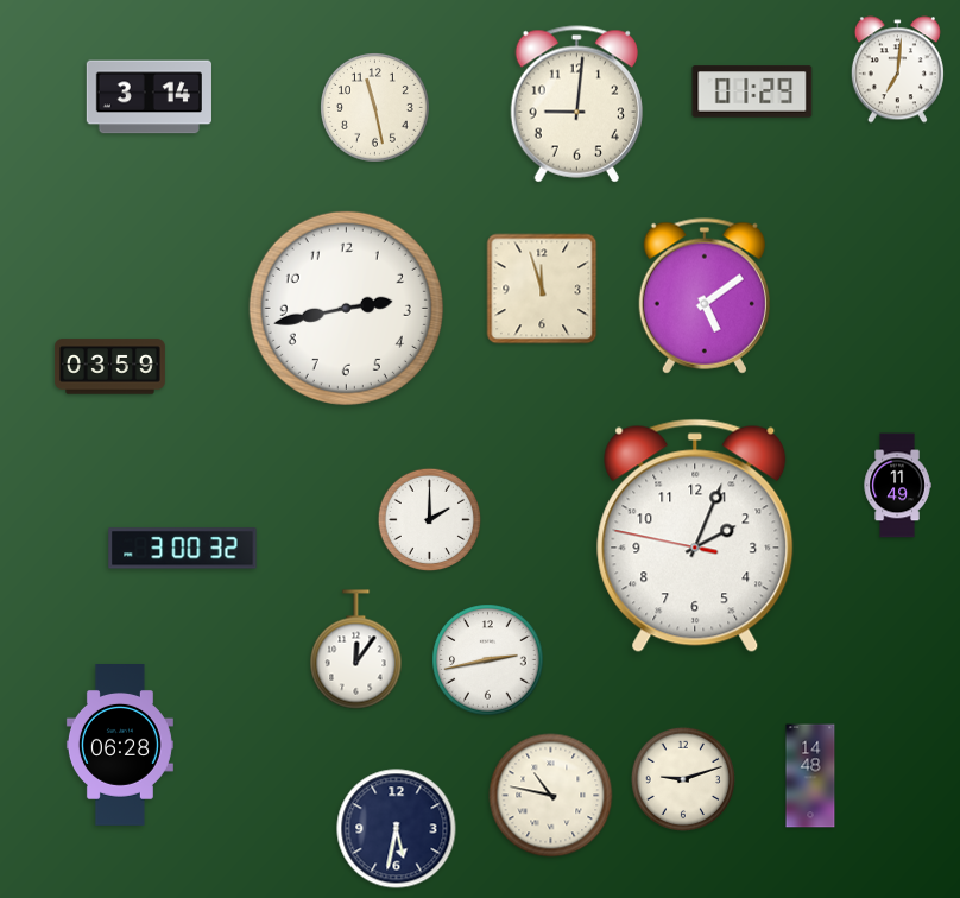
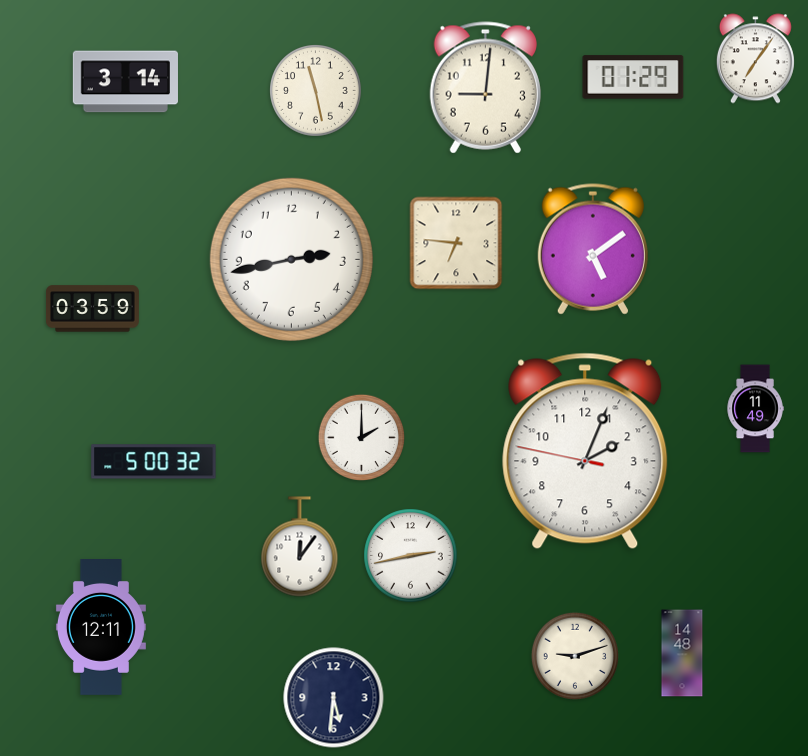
clock at (897, 70): 7:01 -> 7:06
clock at (542, 289): 11:57 -> 6:46
clock at (183, 549): 3:00 -> 5:00
clock at (120, 746): 06:28 -> 12:11
clock at (551, 796): 10:47 -> none
clock at (397, 829): 5:32 -> 5:31
